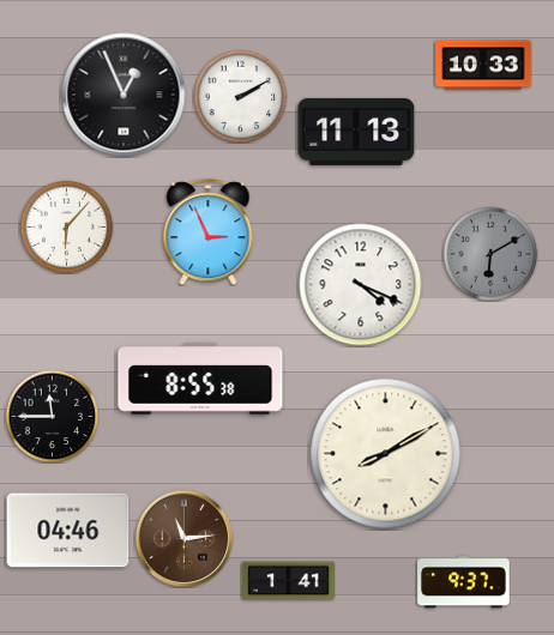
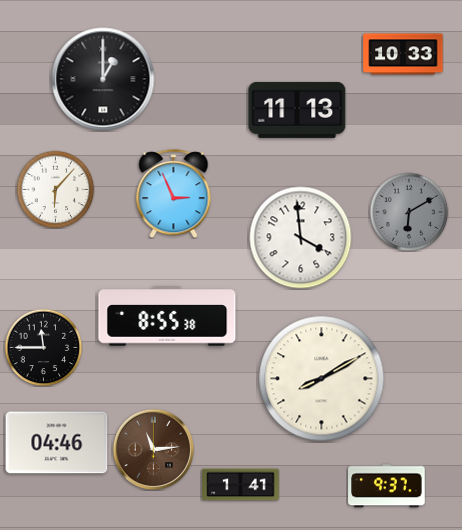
clock at (124, 95): 12:56 -> 1:00
clock at (240, 96): 2:10 -> none
clock at (361, 285): 4:19 -> 3:59
